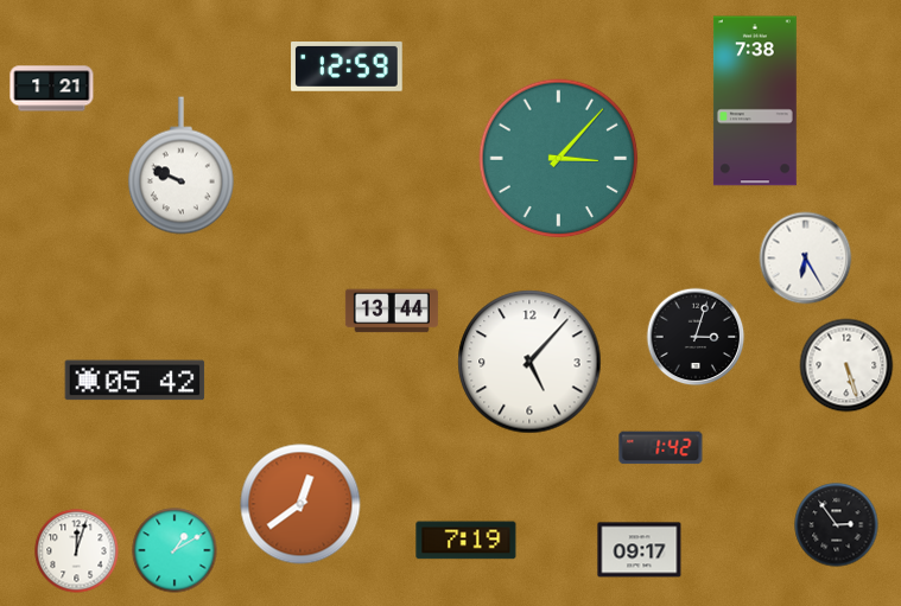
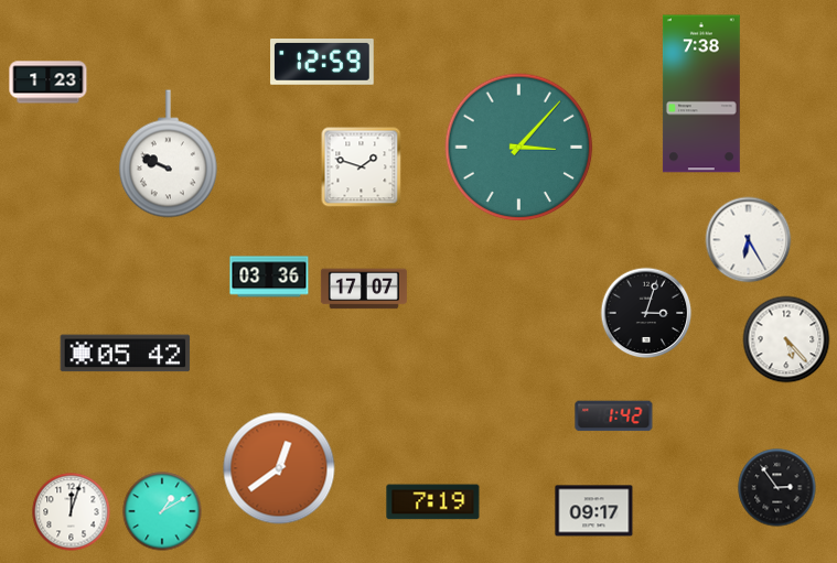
clock at (52, 89): 1:21 -> 1:23
clock at (362, 167): none -> 1:48
clock at (269, 277): none -> 03:36
clock at (392, 311): 13:44 -> 17:07
clock at (529, 362): 5:07 -> none
clock at (846, 365): 5:27 -> 5:23
